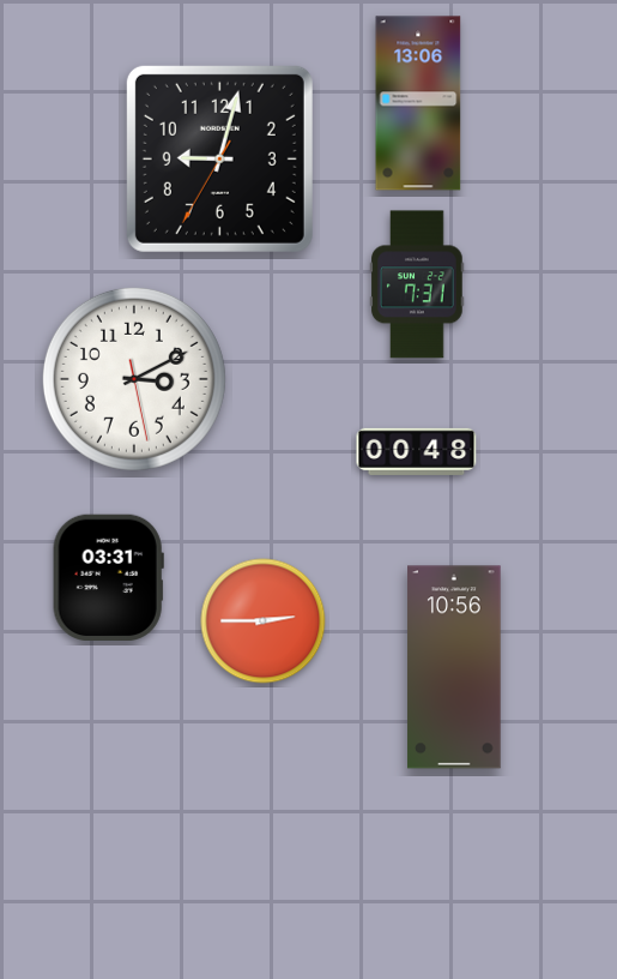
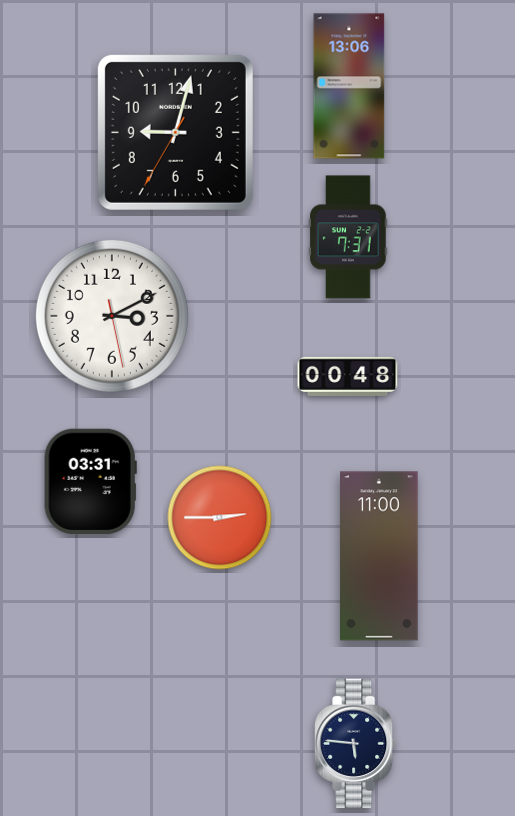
clock at (219, 158) position: (219, 158) -> (175, 132)
clock at (454, 667): 10:56 -> 11:00
clock at (356, 744): none -> 5:46
